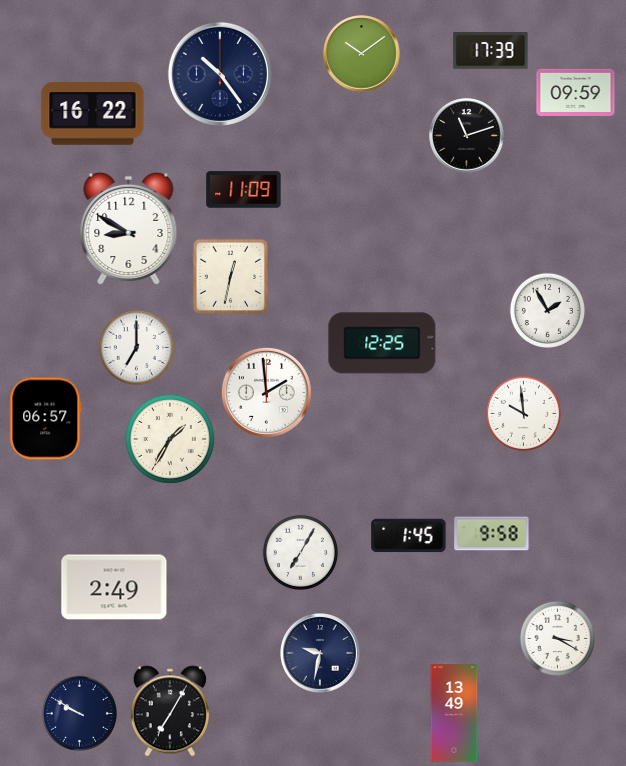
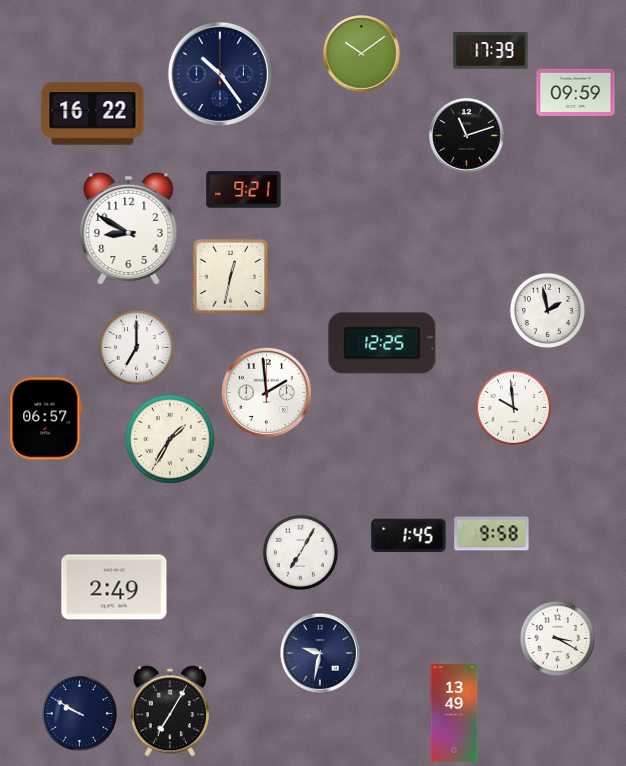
clock at (244, 190): 11:09 -> 9:21
clock at (547, 310): 1:55 -> 1:58
clock at (523, 413) position: (523, 413) -> (513, 407)
